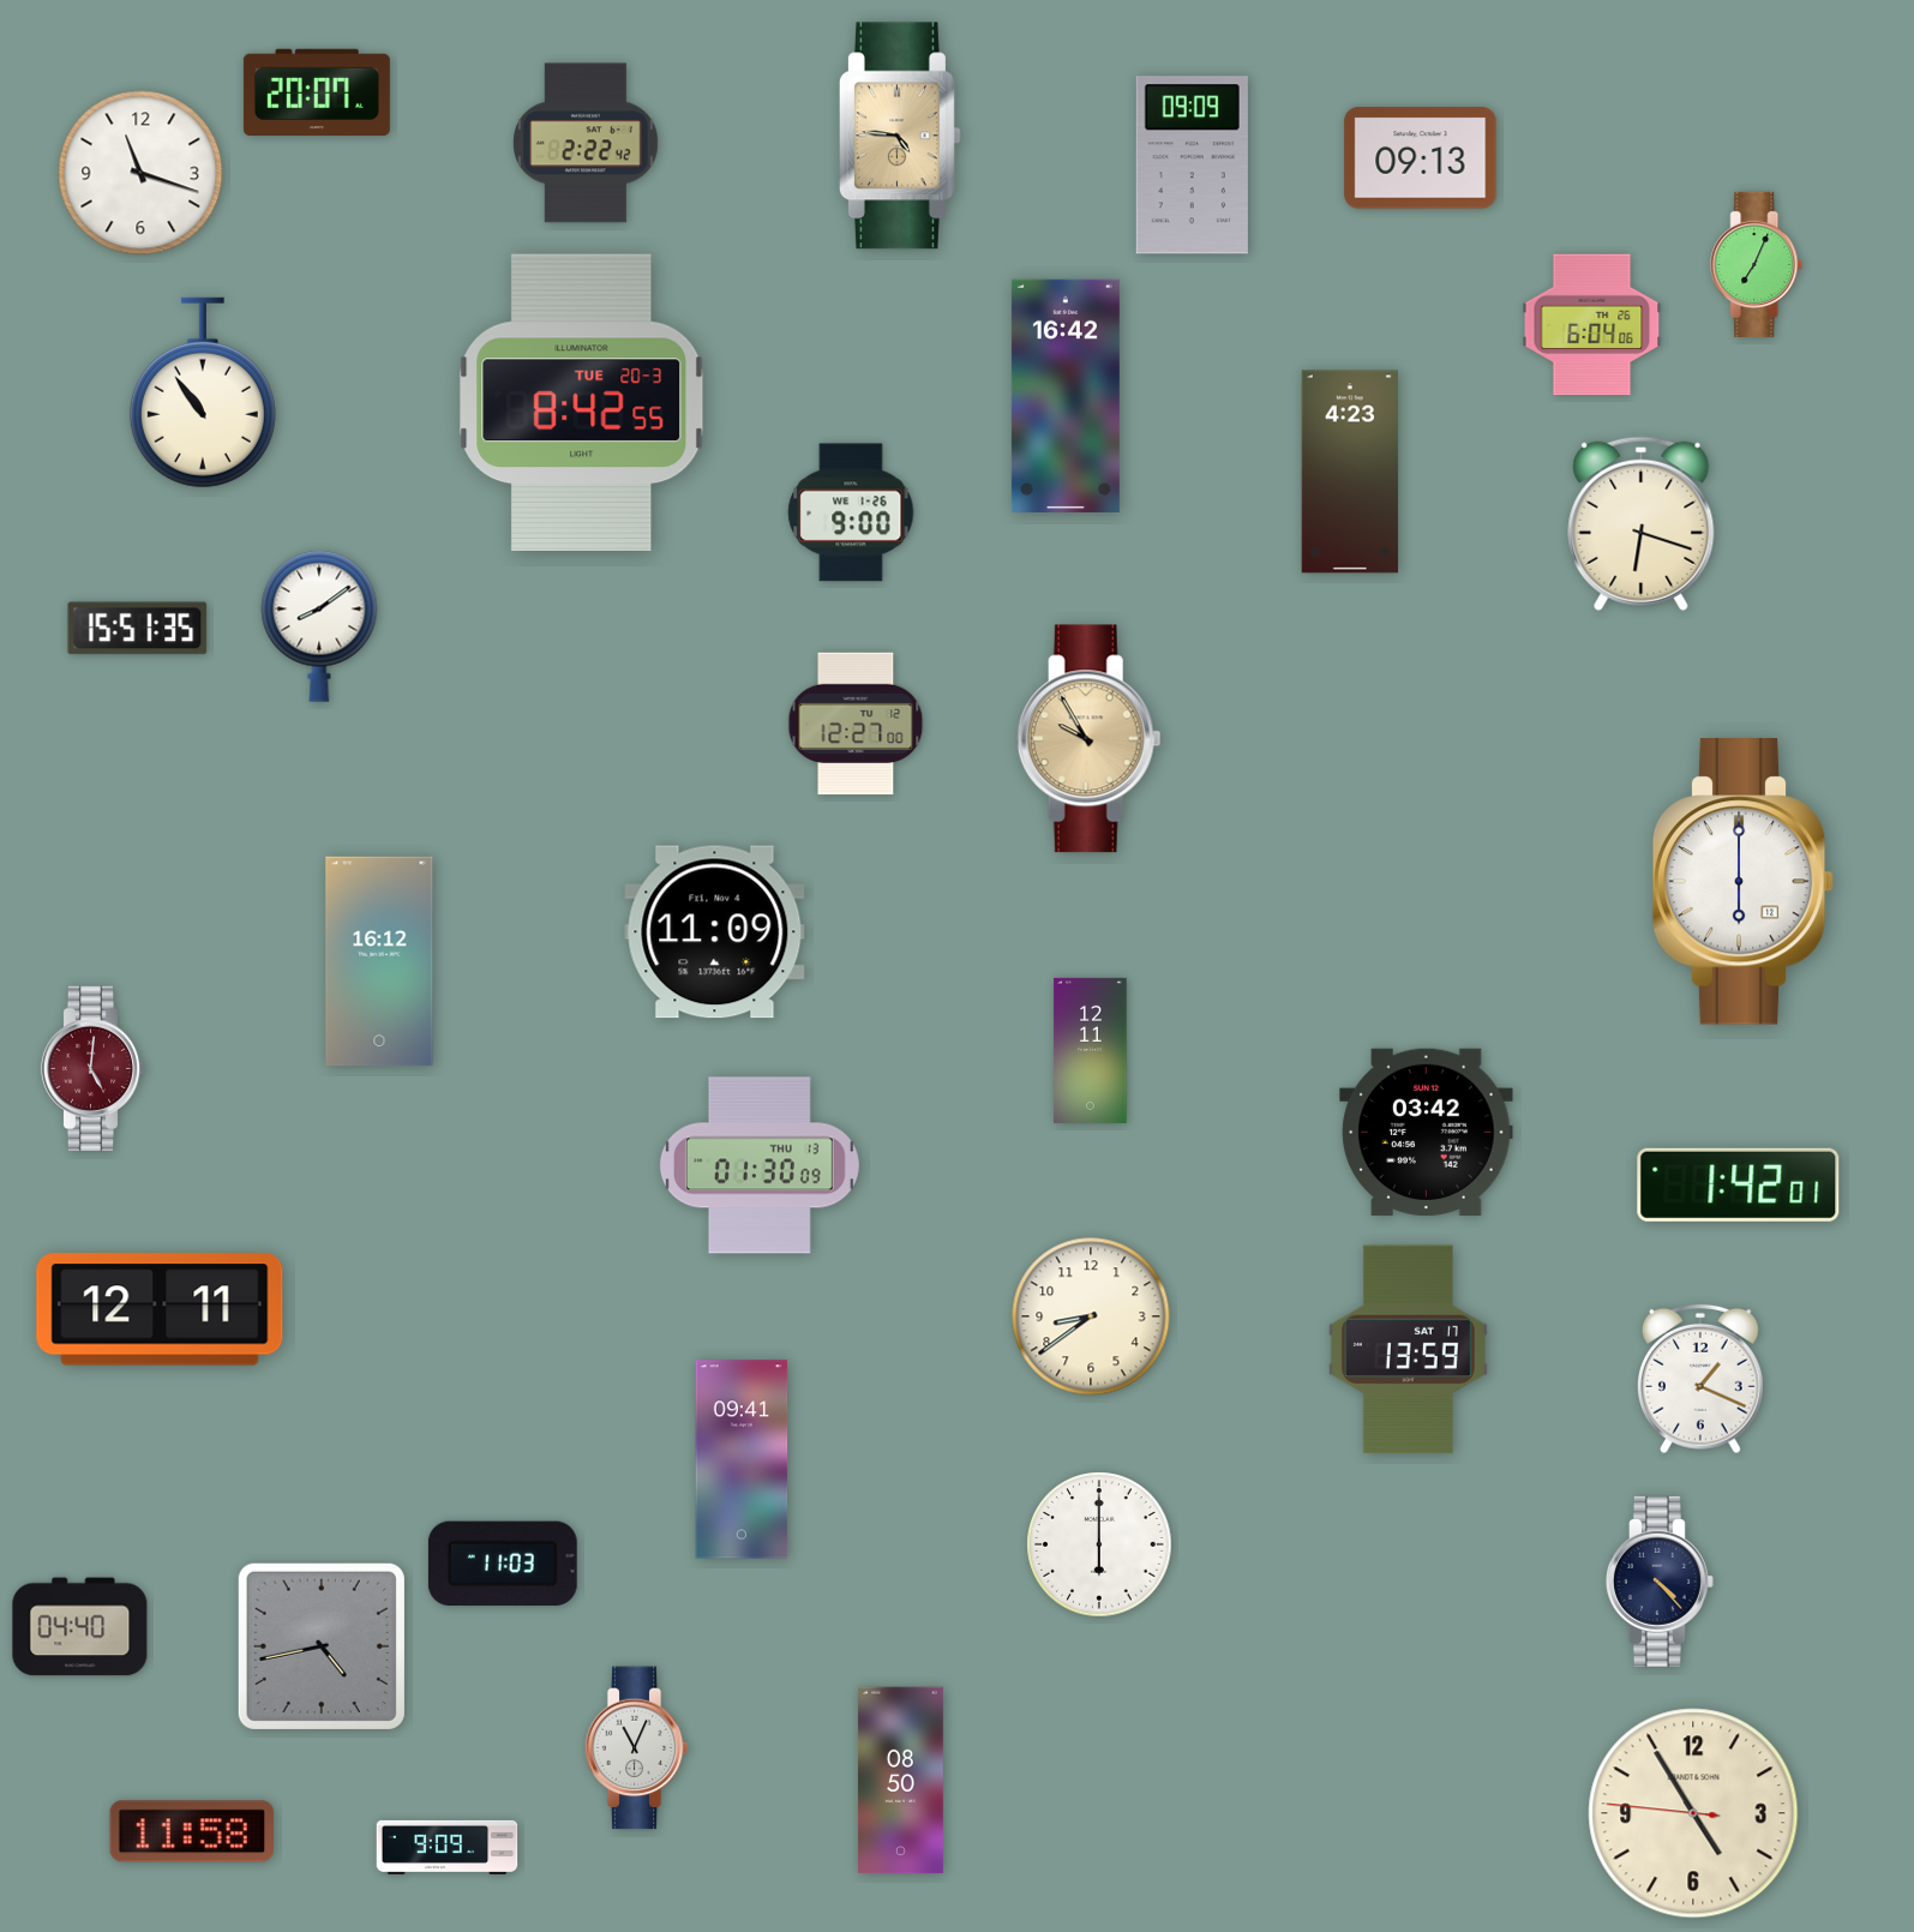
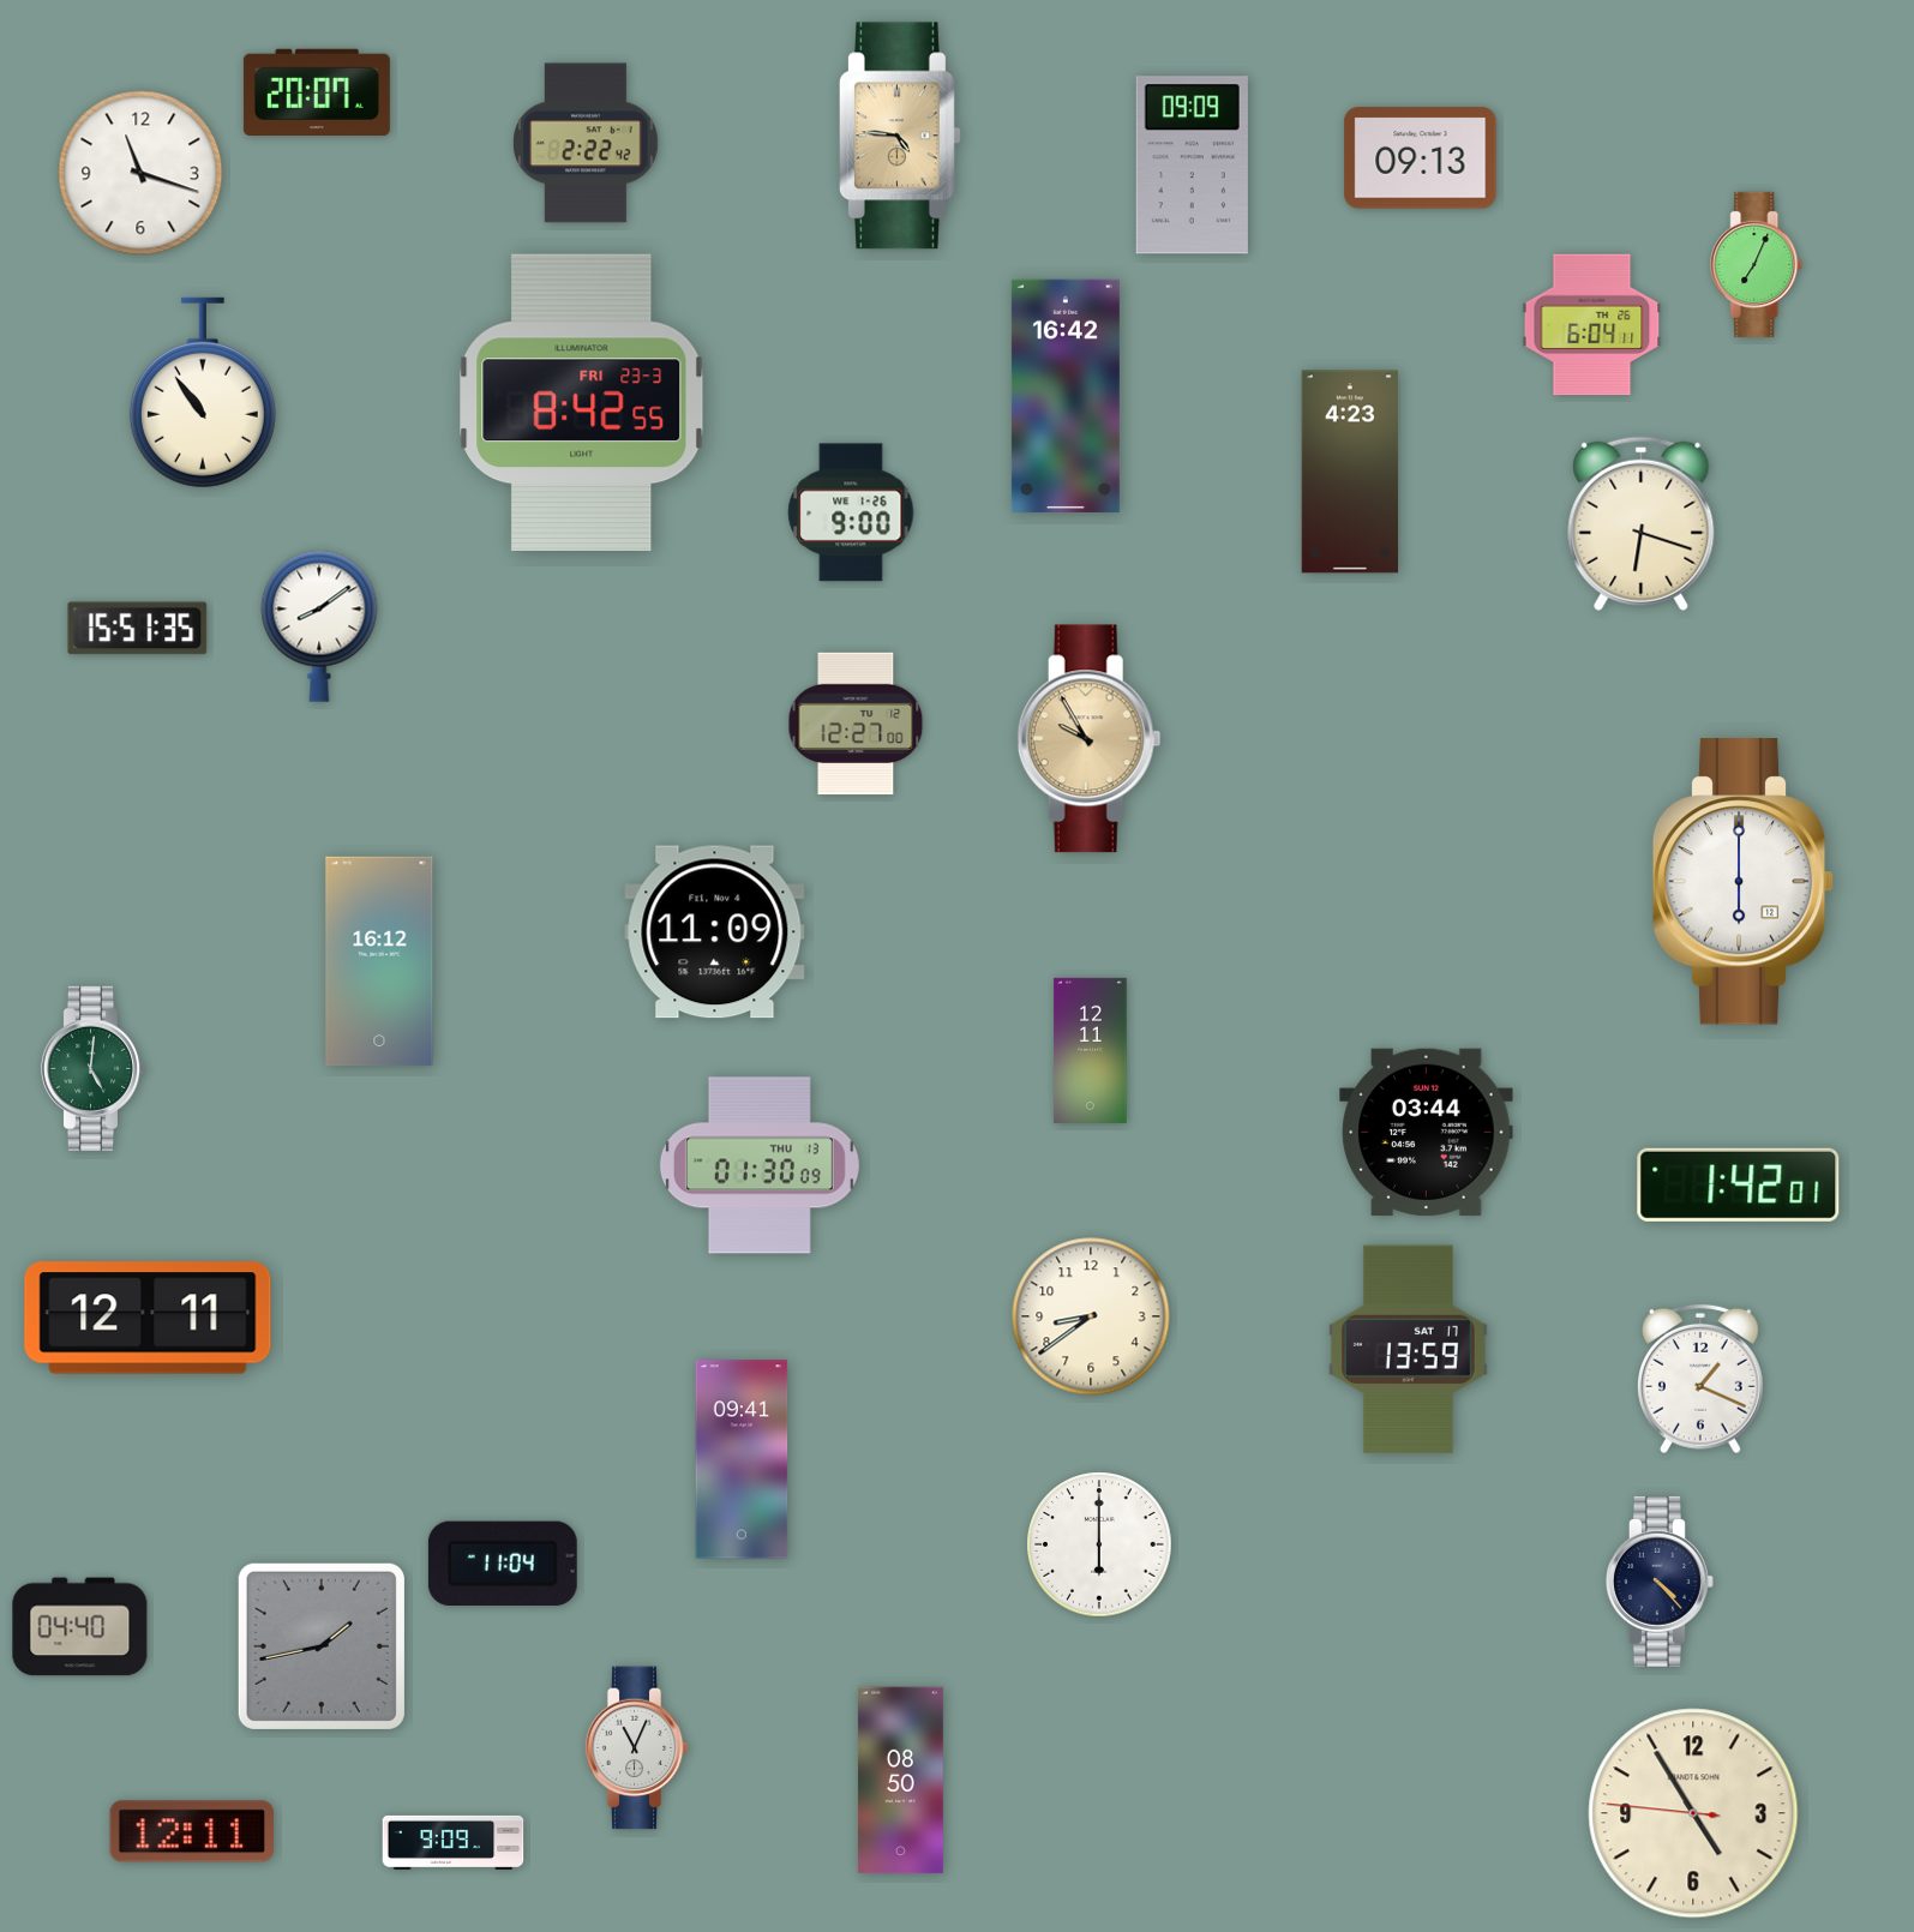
clock at (1592, 325): 6:04:06 -> 6:04:11
clock at (582, 402) date: TUE 20-3 -> FRI 23-3
clock at (94, 1069) dial: burgundy -> green
clock at (1427, 1132): 03:42 -> 03:44
clock at (160, 1309) position: (160, 1309) -> (148, 1318)
clock at (503, 1562): 11:03 -> 11:04
clock at (322, 1646): 4:43 -> 1:43
clock at (191, 1831): 11:58 -> 12:11
clock at (448, 1847) position: (448, 1847) -> (454, 1842)
